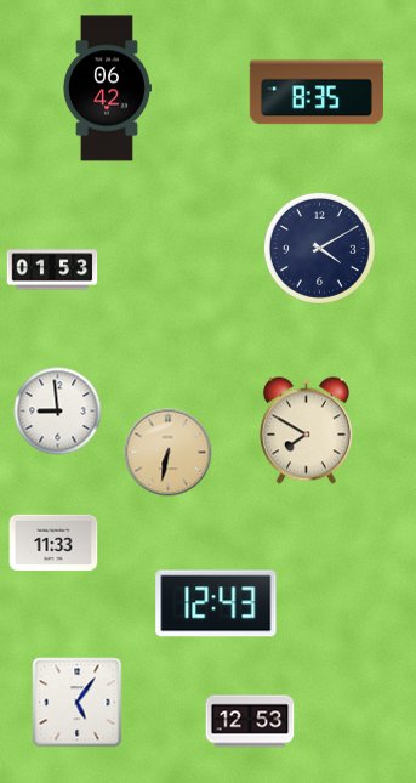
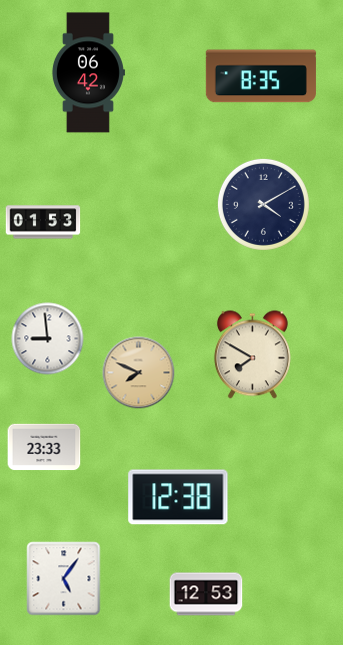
clock at (169, 453): 6:32 -> 7:49
clock at (53, 543): 11:33 -> 23:33
clock at (216, 603): 12:43 -> 12:38
